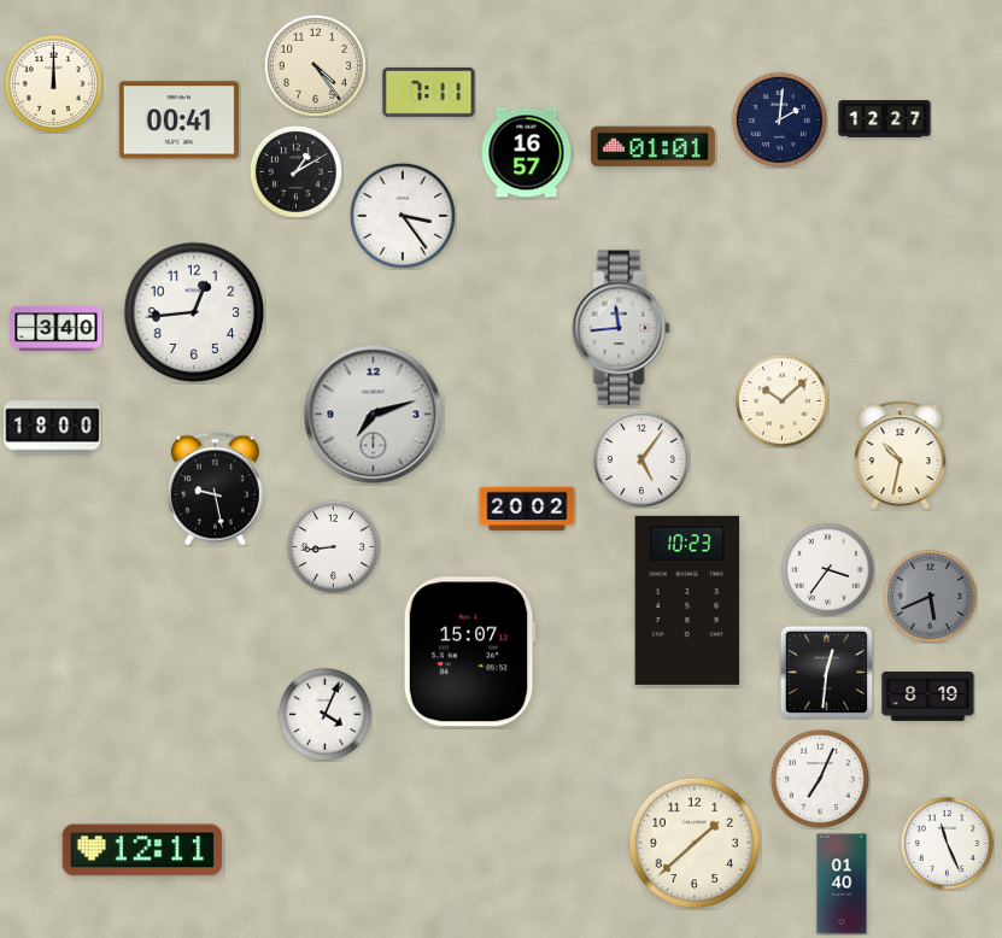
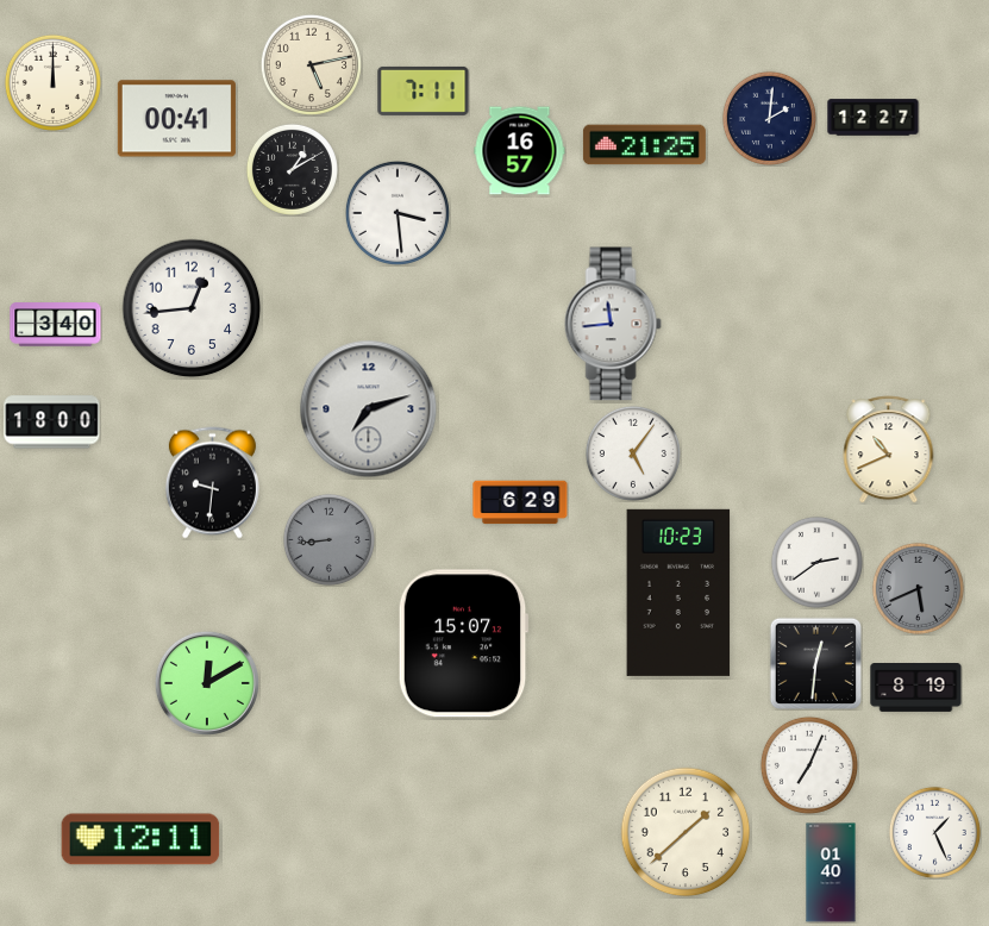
clock at (315, 65): 4:24 -> 5:13
clock at (652, 147): 01:01 -> 21:25
clock at (403, 216): 3:24 -> 3:29
clock at (781, 400): 10:08 -> none
clock at (901, 456): 10:32 -> 10:41
clock at (215, 489): 9:28 -> 9:31
clock at (527, 509): 20:02 -> 6:29
clock at (333, 546) dial: white -> grey
clock at (827, 569): 3:36 -> 2:39
clock at (207, 683): none -> 12:10
clock at (324, 714): 4:04 -> none
clock at (820, 779) position: (820, 779) -> (809, 765)
clock at (947, 843): 11:26 -> 1:26
